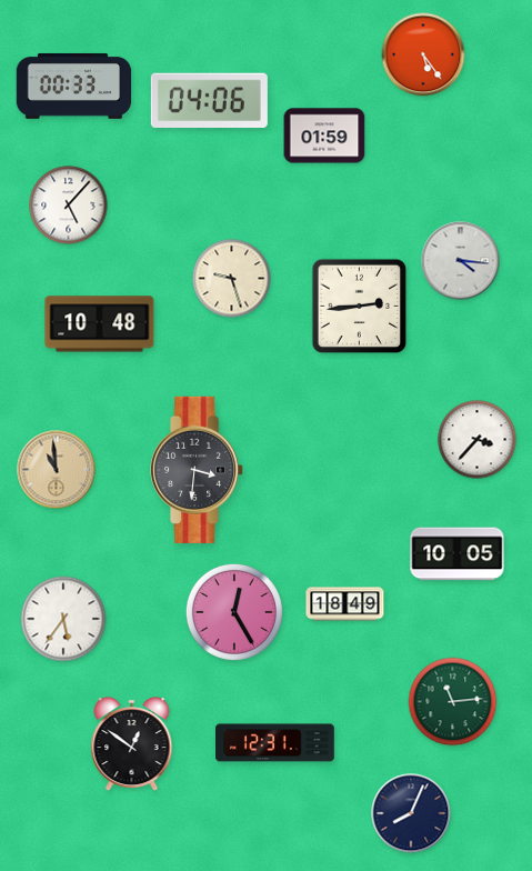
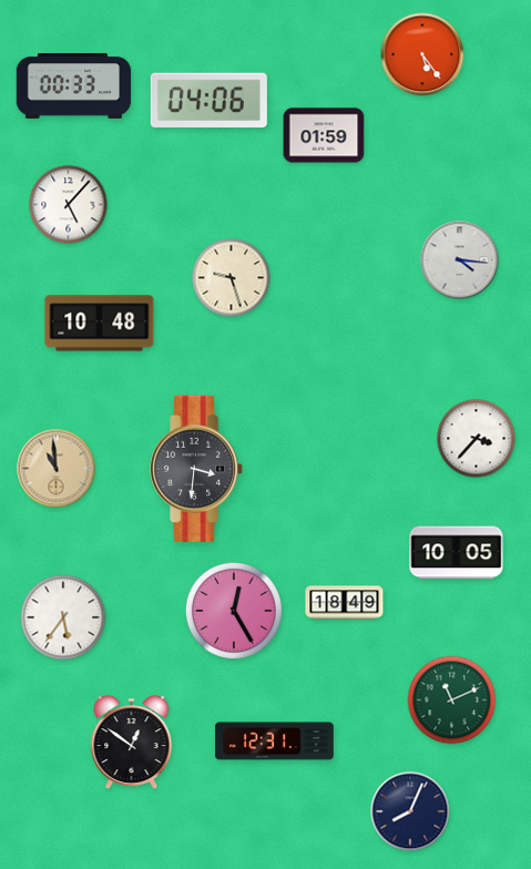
clock at (360, 307): 2:44 -> none
clock at (453, 702): 11:14 -> 11:11
